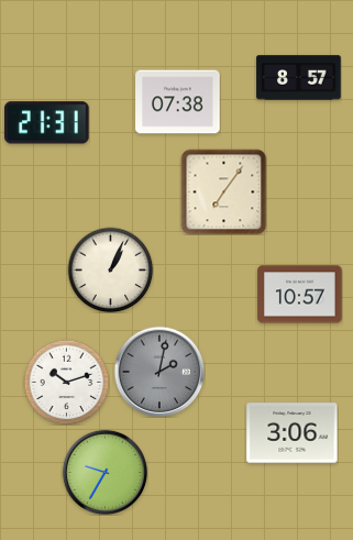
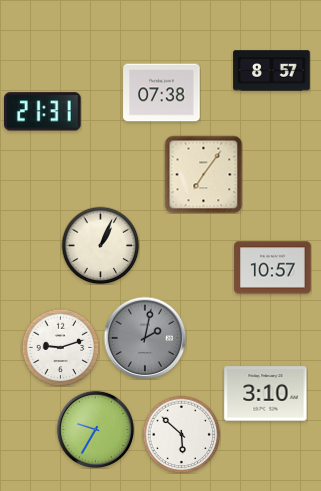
clock at (66, 382): 10:12 -> 9:12
clock at (293, 433): 3:06 -> 3:10
clock at (181, 434): none -> 5:52
